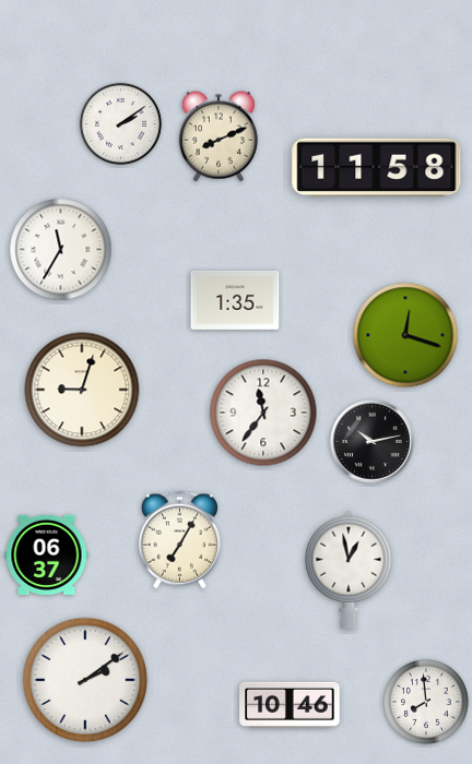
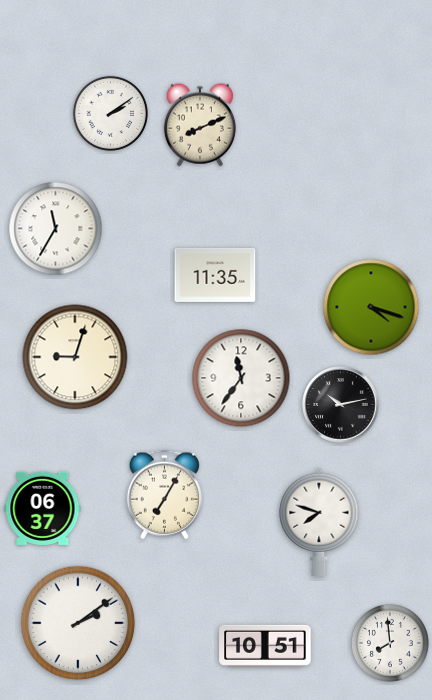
clock at (377, 167): 11:58 -> none
clock at (235, 300): 1:35 -> 11:35
clock at (405, 335): 12:18 -> 4:18
clock at (349, 570): 12:58 -> 7:48
clock at (290, 705): 10:46 -> 10:51
